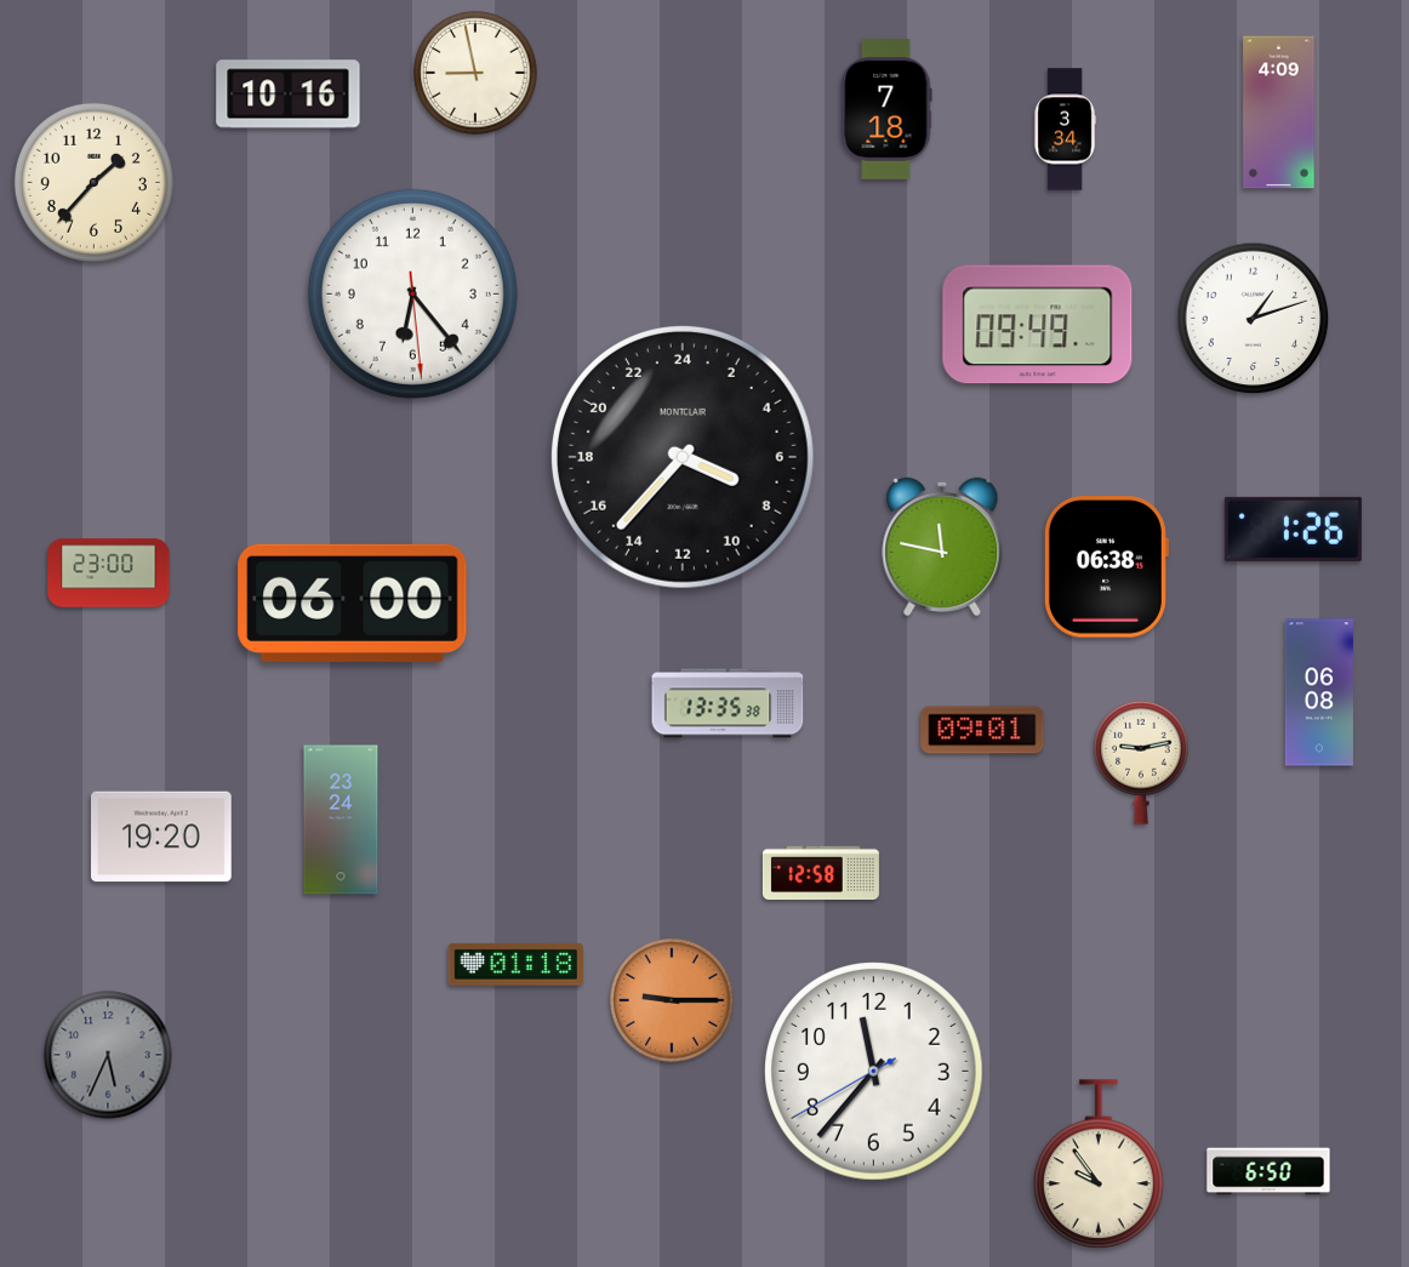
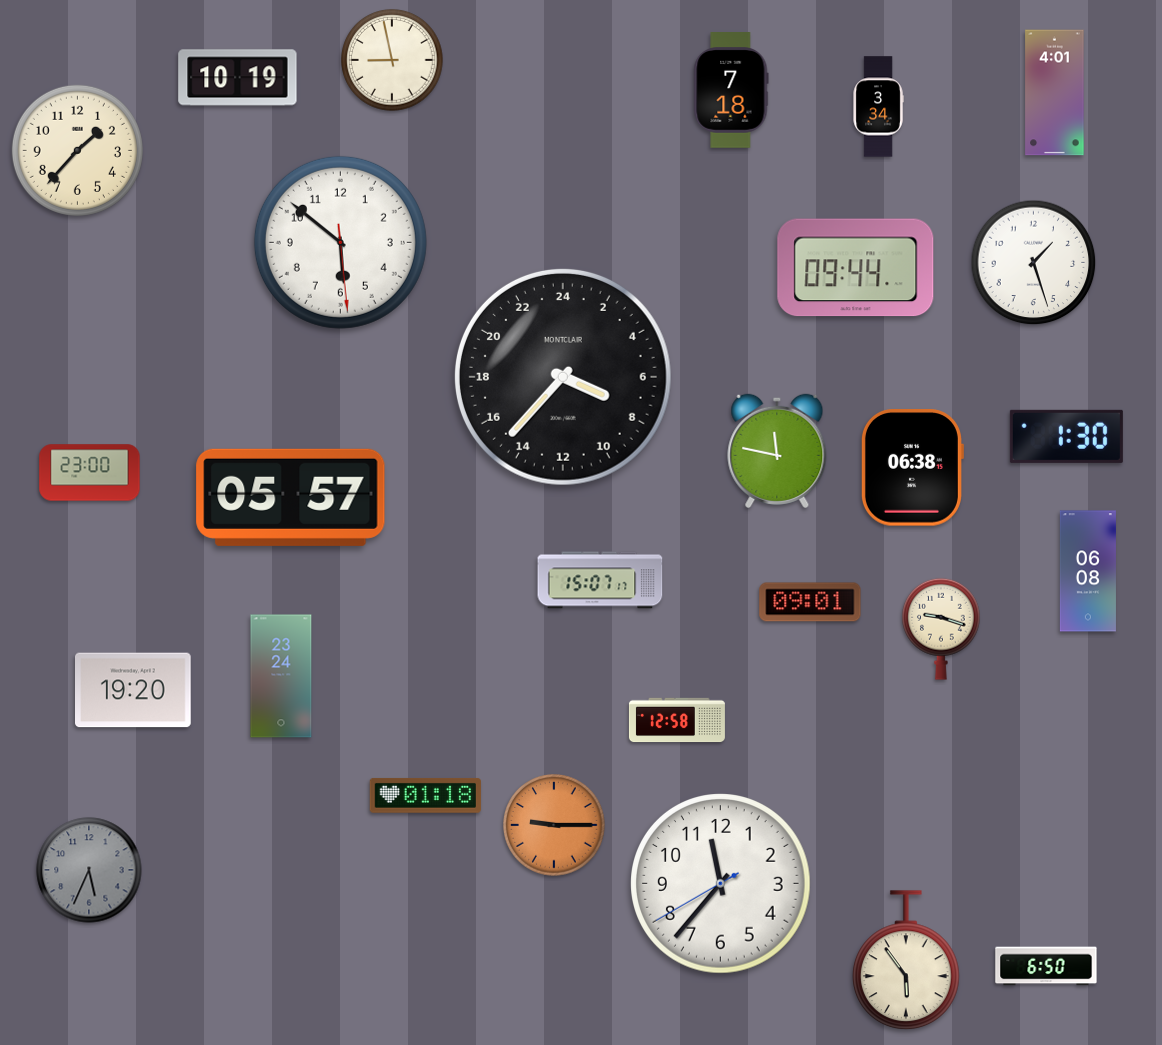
clock at (289, 95): 10:16 -> 10:19
clock at (1279, 113): 4:09 -> 4:01
clock at (412, 293): 6:23 -> 5:51
clock at (1254, 319): 1:12 -> 1:27
clock at (1038, 325): 09:49 -> 09:44
clock at (1293, 529): 1:26 -> 1:30
clock at (353, 603): 06:00 -> 05:57
clock at (728, 703): 13:35 -> 15:07
clock at (1141, 763): 9:13 -> 9:18
clock at (1099, 1165): 9:54 -> 5:54
